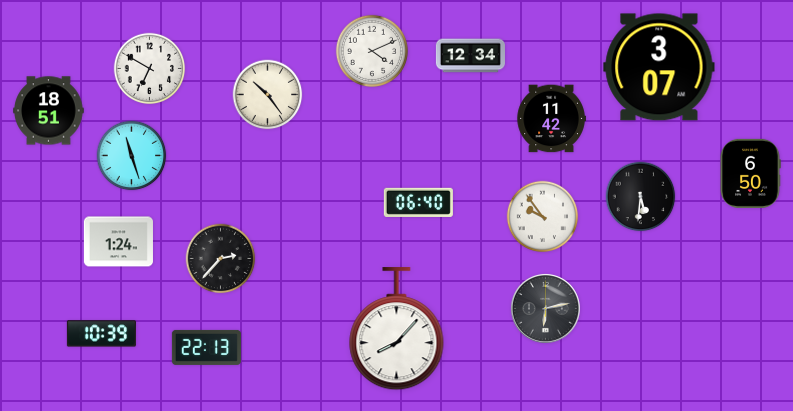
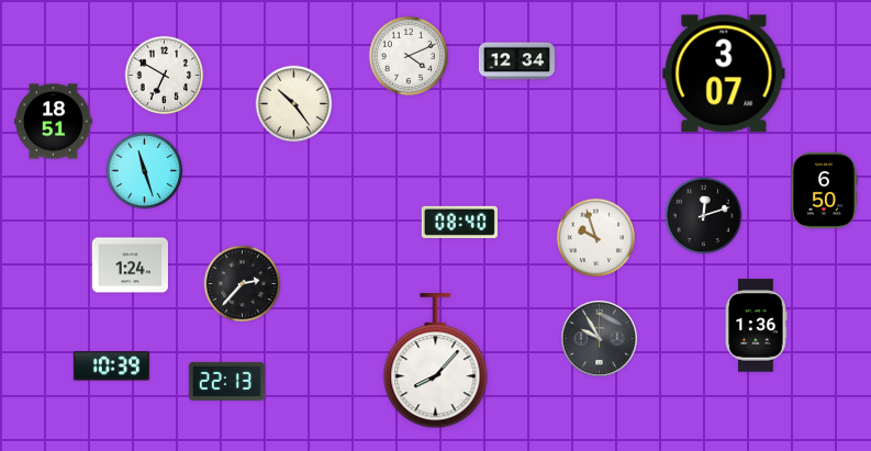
clock at (551, 119): 11:42 -> none
clock at (641, 197): 5:31 -> 12:12
clock at (418, 202): 06:40 -> 08:40
clock at (543, 217): 9:54 -> 9:57
clock at (756, 326): none -> 1:36
clock at (545, 308): 6:13 -> 9:55
